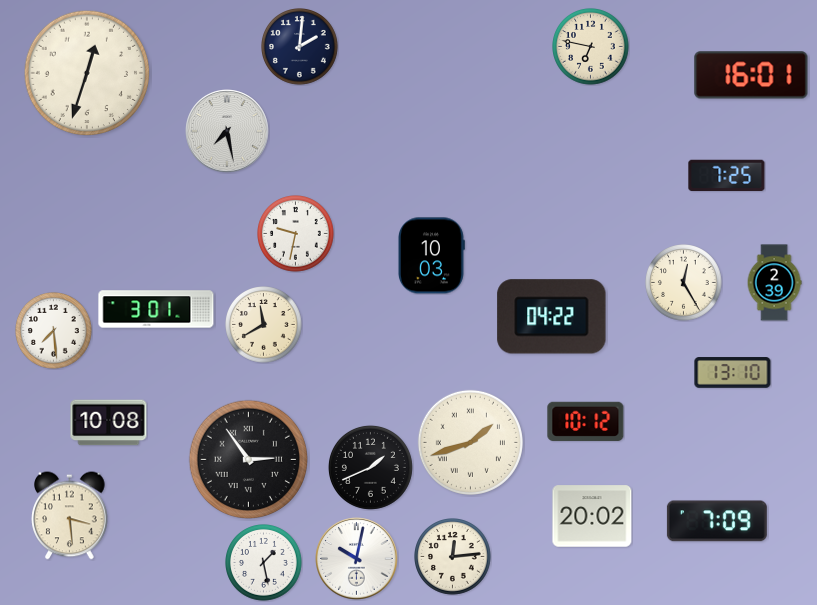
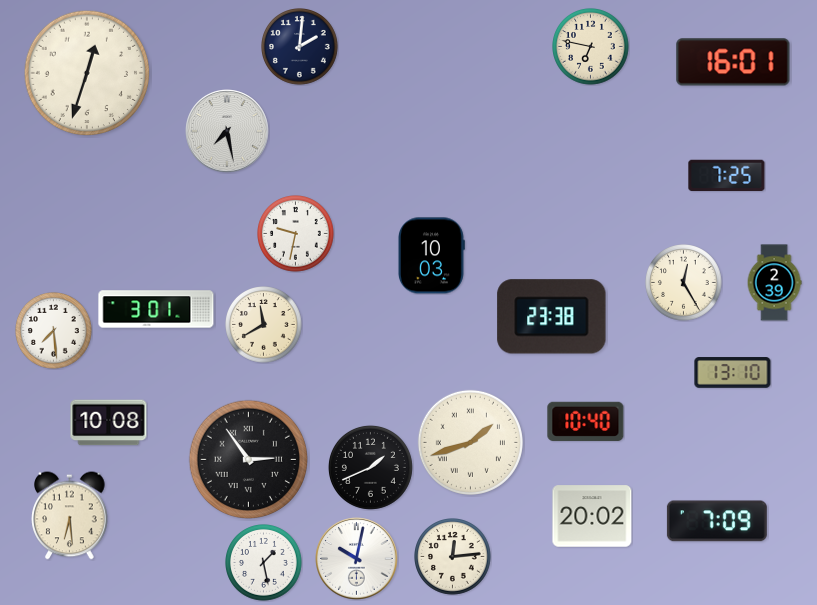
clock at (751, 75) position: (751, 75) -> (733, 62)
clock at (552, 317): 04:22 -> 23:38
clock at (586, 421): 10:12 -> 10:40
clock at (70, 516): 3:29 -> 6:29
